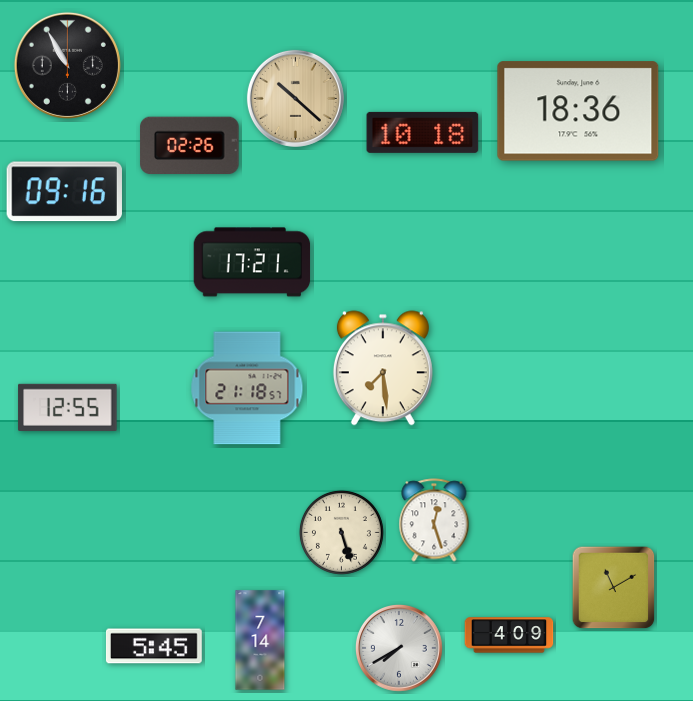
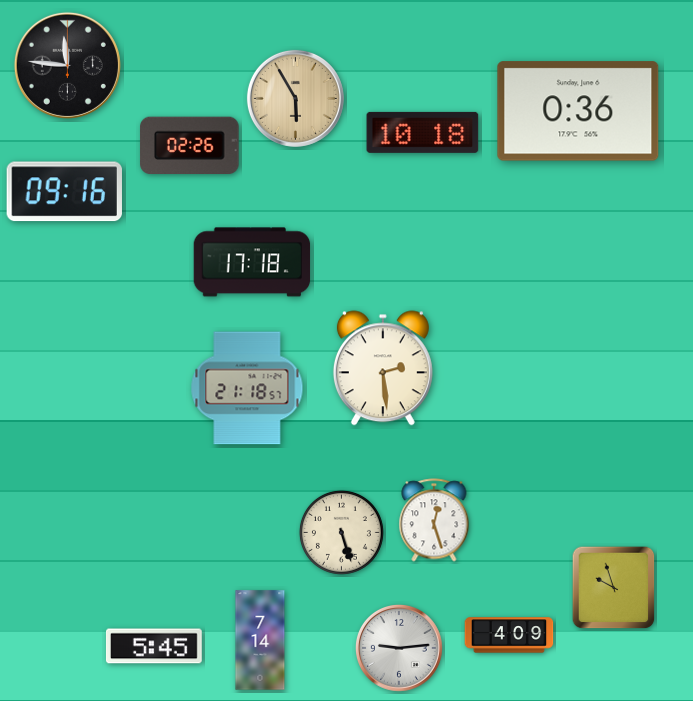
clock at (67, 65): 10:55 -> 11:46
clock at (295, 98): 10:22 -> 5:55
clock at (578, 111): 18:36 -> 0:36
clock at (252, 262): 17:21 -> 17:18
clock at (383, 368): 7:29 -> 2:29
clock at (68, 407): 12:55 -> none
clock at (614, 588): 11:10 -> 9:57
clock at (399, 648): 7:40 -> 9:14
